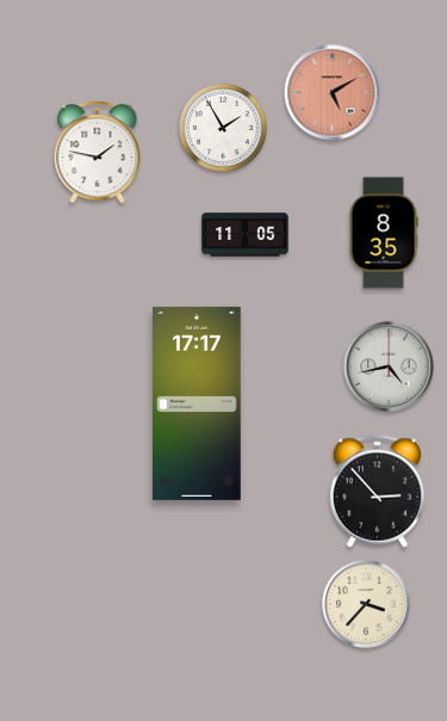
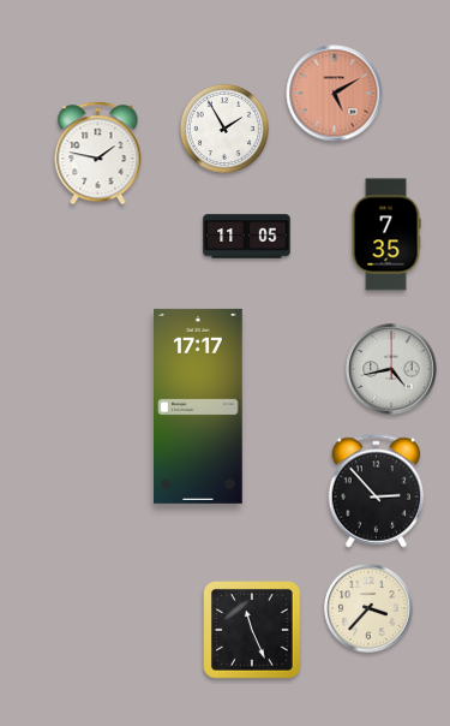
clock at (384, 233): 8:35 -> 7:35
clock at (378, 492) position: (378, 492) -> (377, 492)
clock at (253, 631): none -> 11:26
